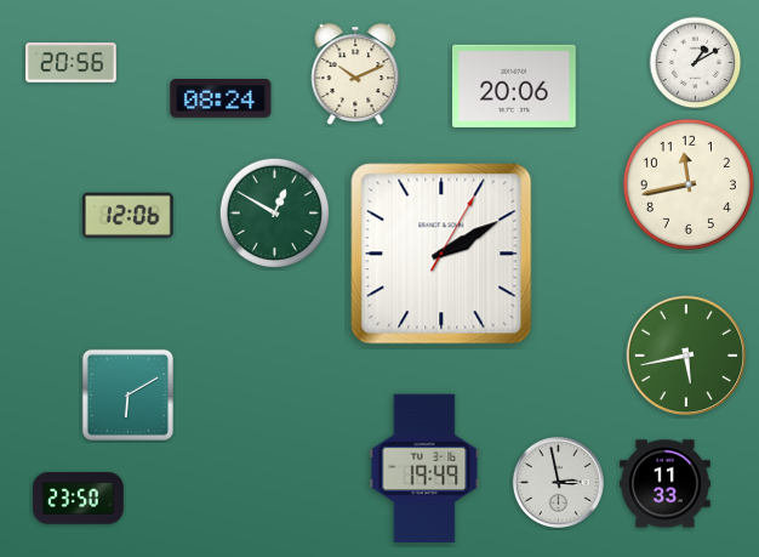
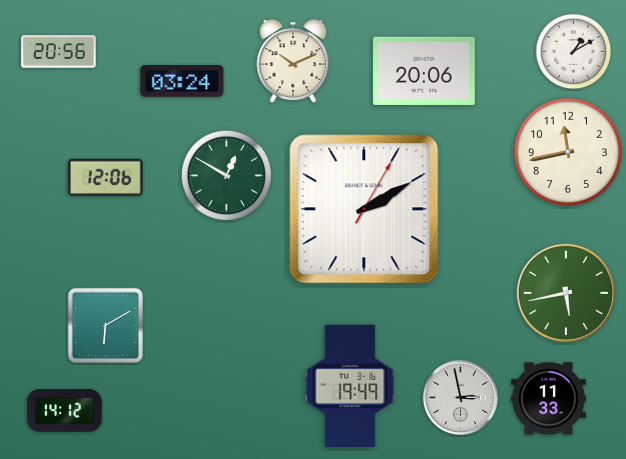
clock at (221, 100): 08:24 -> 03:24
clock at (79, 499): 23:50 -> 14:12
